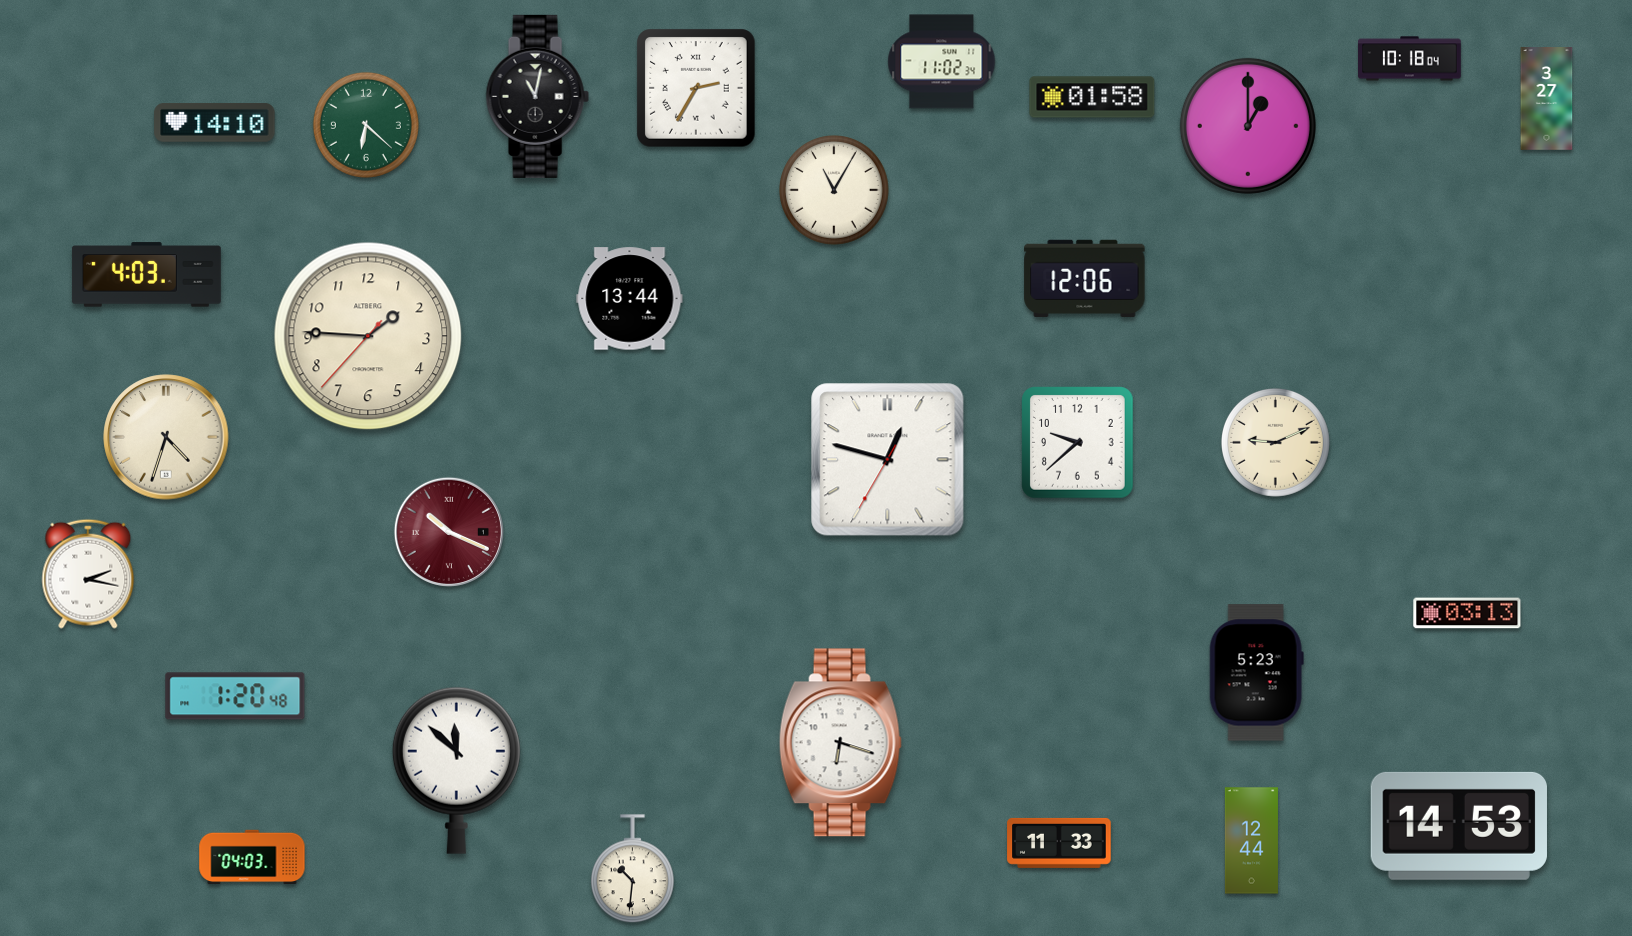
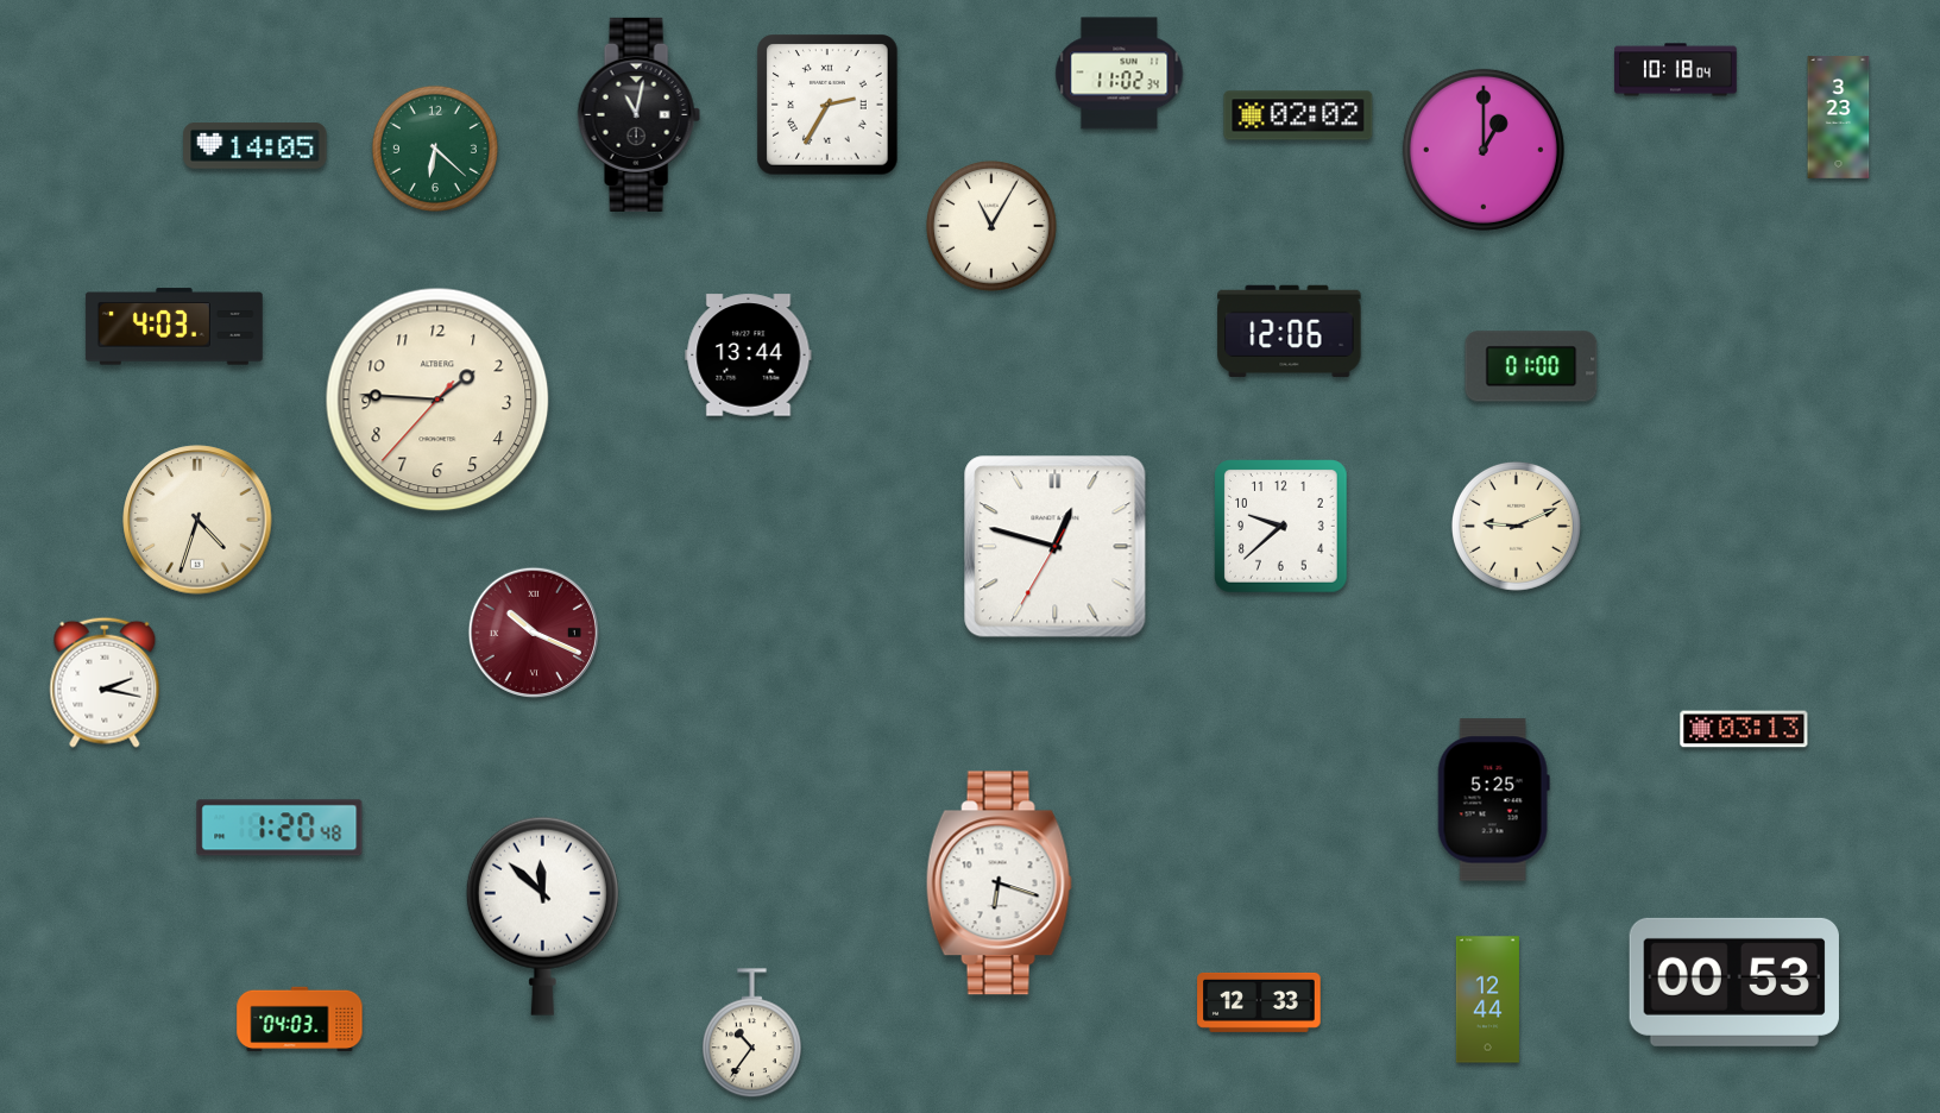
clock at (1092, 97): 01:58 -> 02:02
clock at (1547, 99): 3:27 -> 3:23
clock at (215, 123): 14:10 -> 14:05
clock at (1531, 366): none -> 01:00
clock at (1256, 673): 5:23 -> 5:25
clock at (1459, 826): 14:53 -> 00:53
clock at (1059, 843): 11:33 -> 12:33
clock at (632, 869): 10:31 -> 10:36
